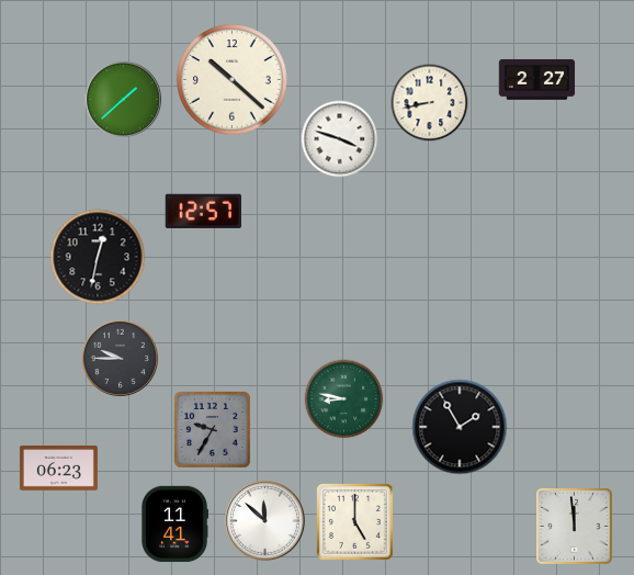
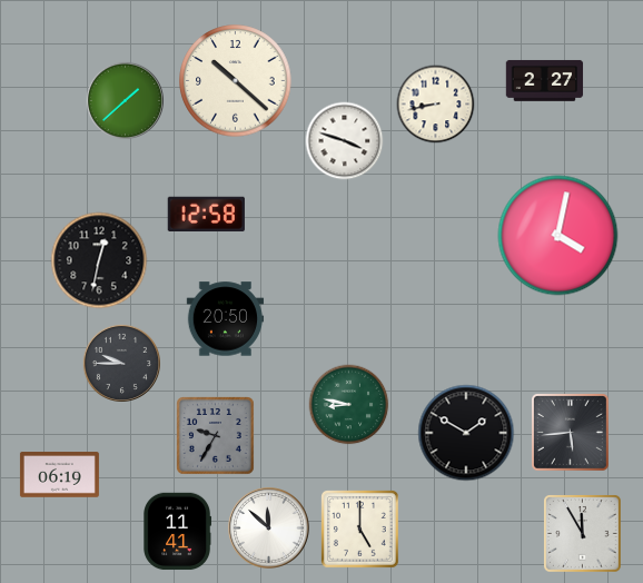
clock at (203, 211): 12:57 -> 12:58
clock at (558, 236): none -> 4:02
clock at (226, 319): none -> 20:50
clock at (460, 427): 1:55 -> 1:50
clock at (571, 433): none -> 5:44
clock at (58, 469): 06:23 -> 06:19
clock at (575, 527): 11:59 -> 11:55
